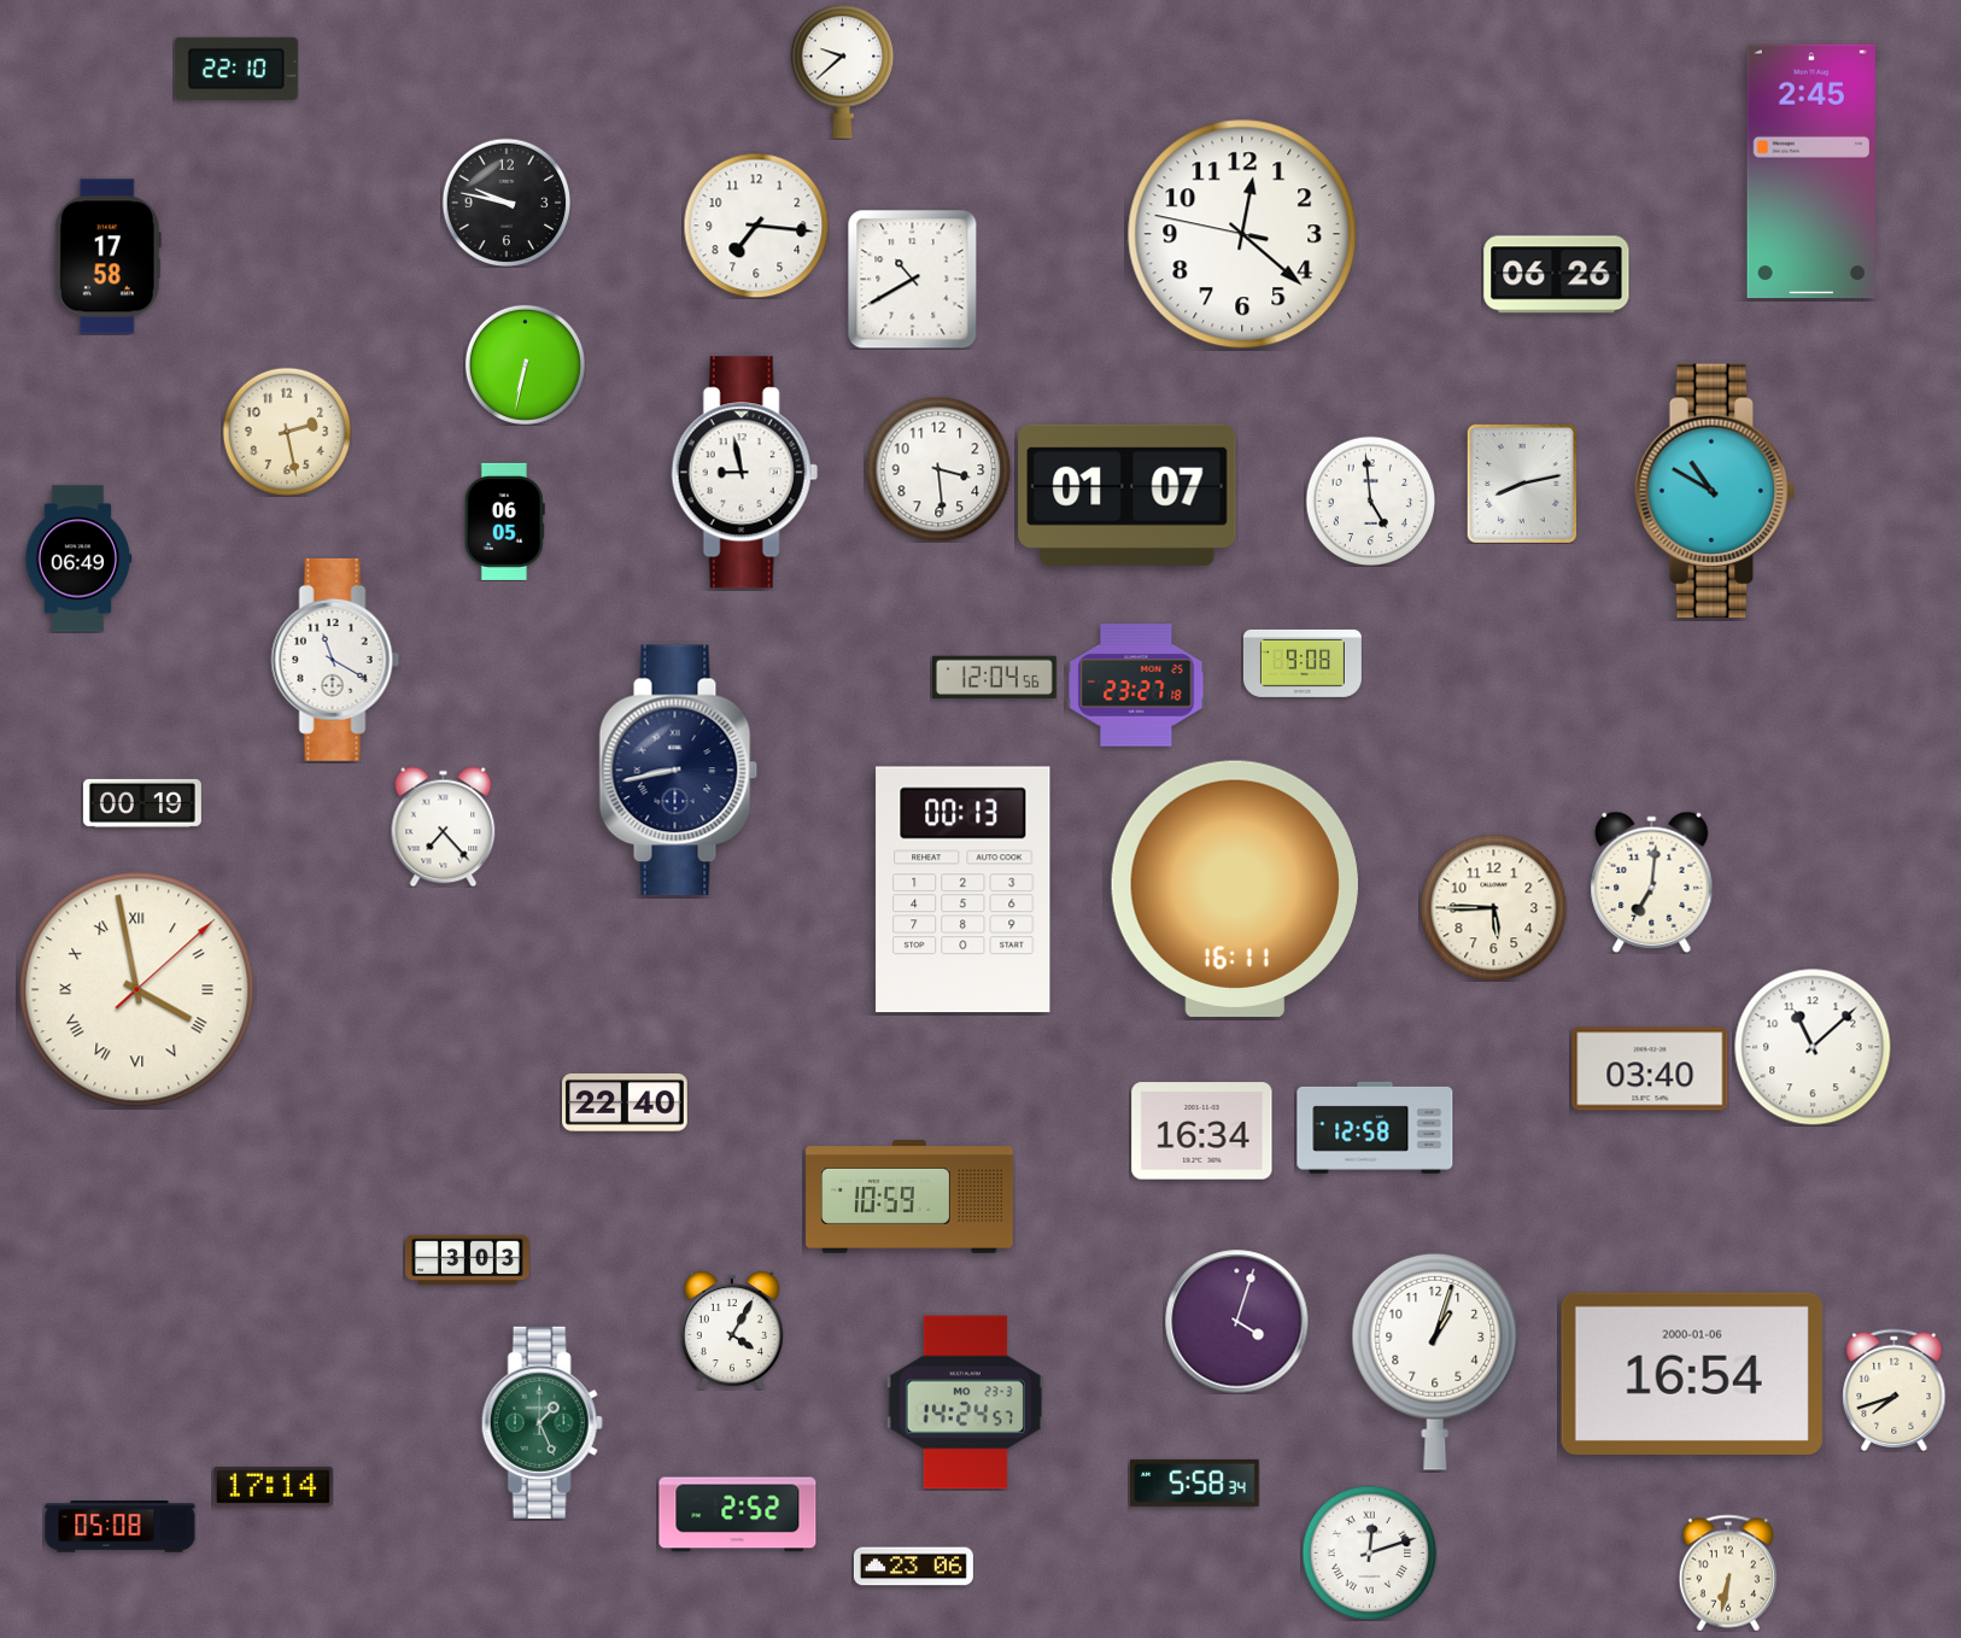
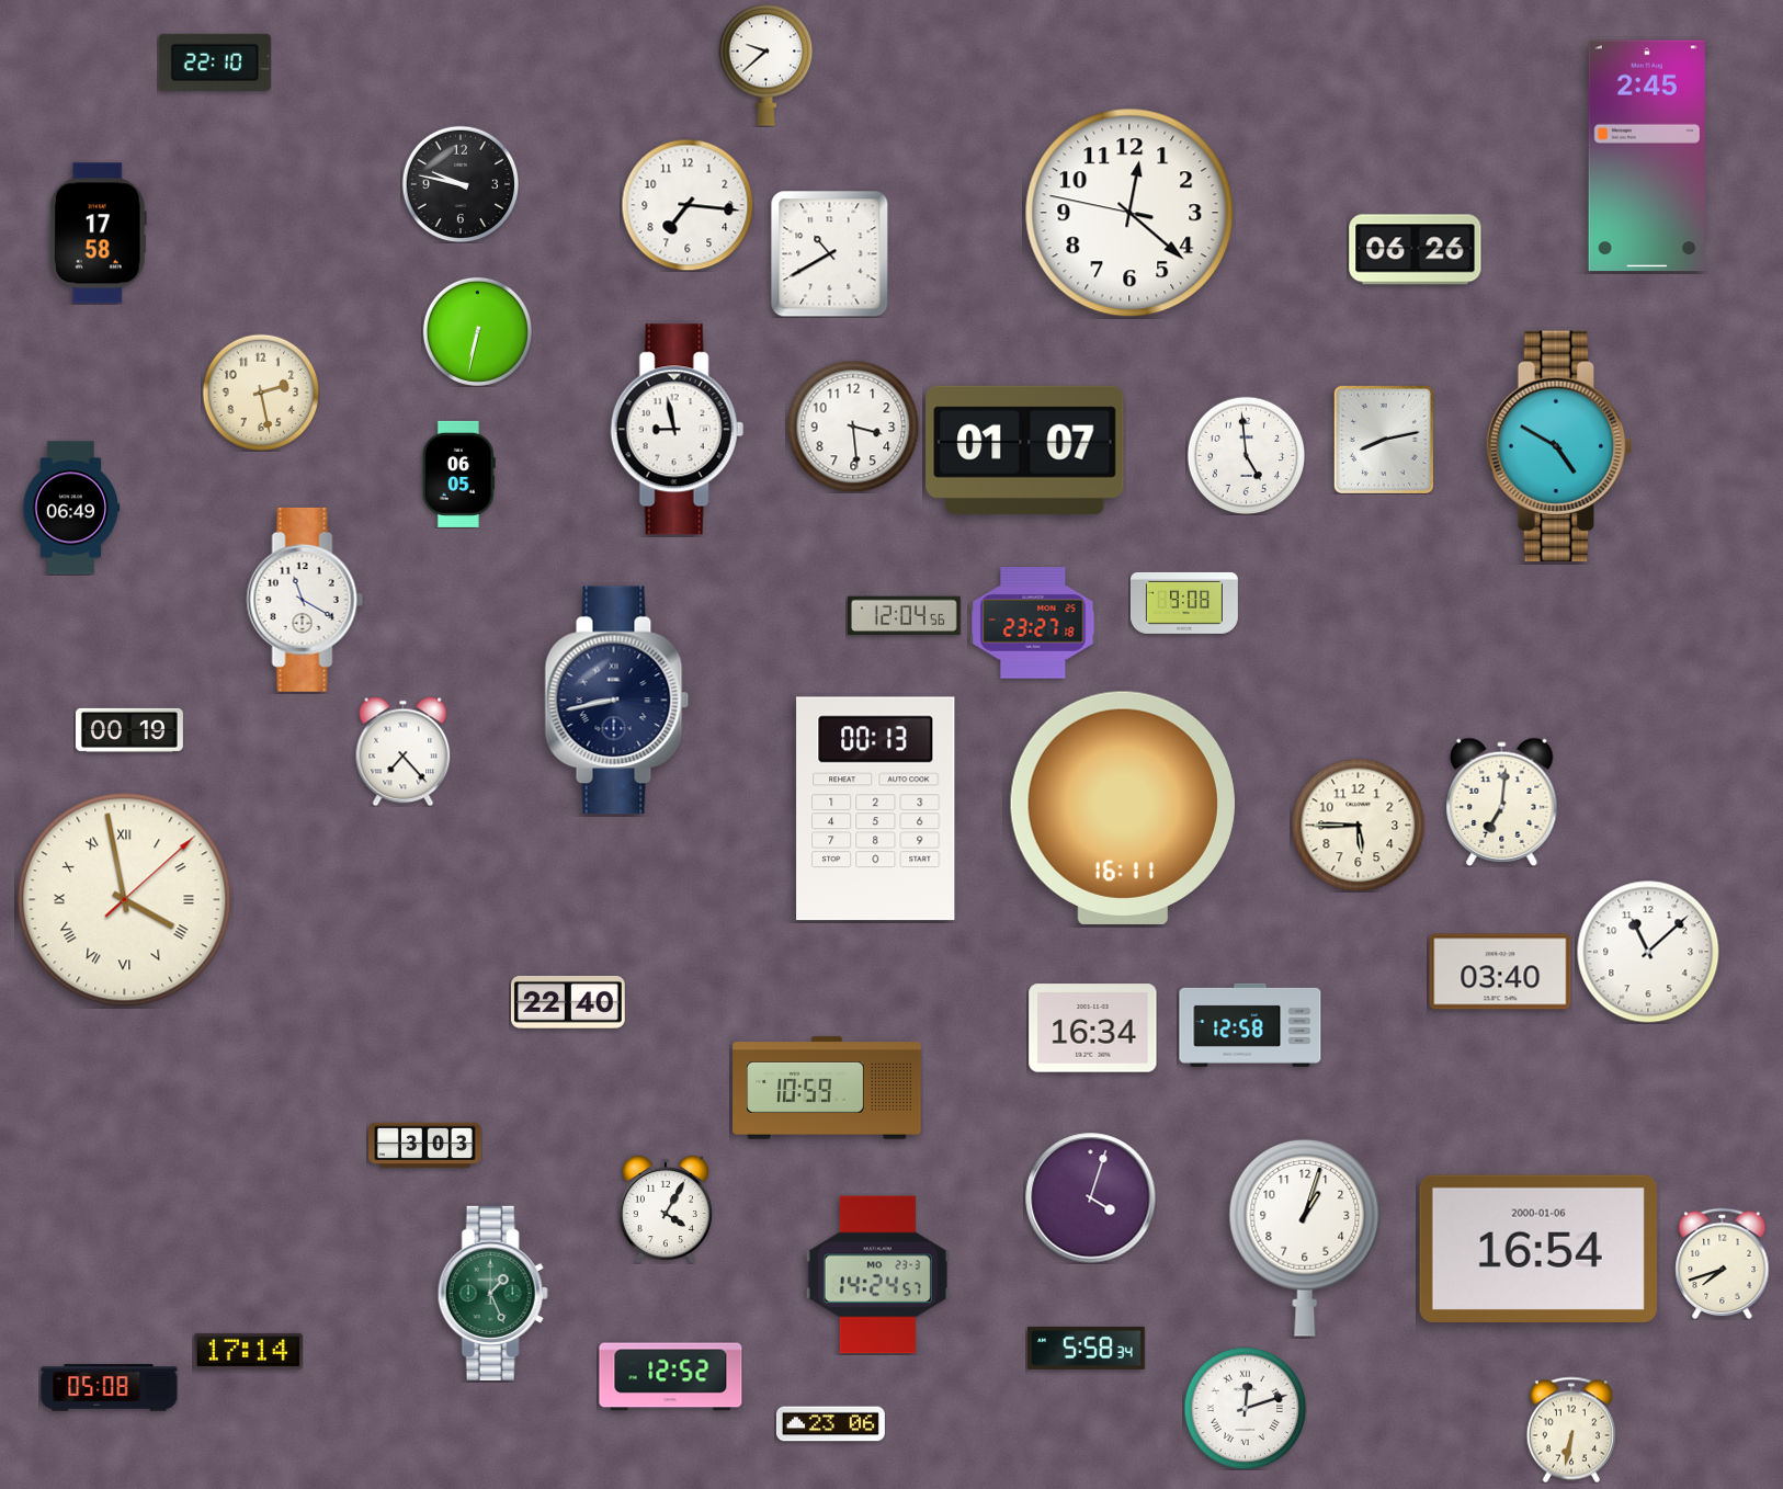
clock at (1715, 491): 10:50 -> 4:50
clock at (1237, 1322) position: (1237, 1322) -> (1091, 1198)
clock at (738, 1515): 2:52 -> 12:52
clock at (1369, 1552) position: (1369, 1552) -> (1245, 1408)
